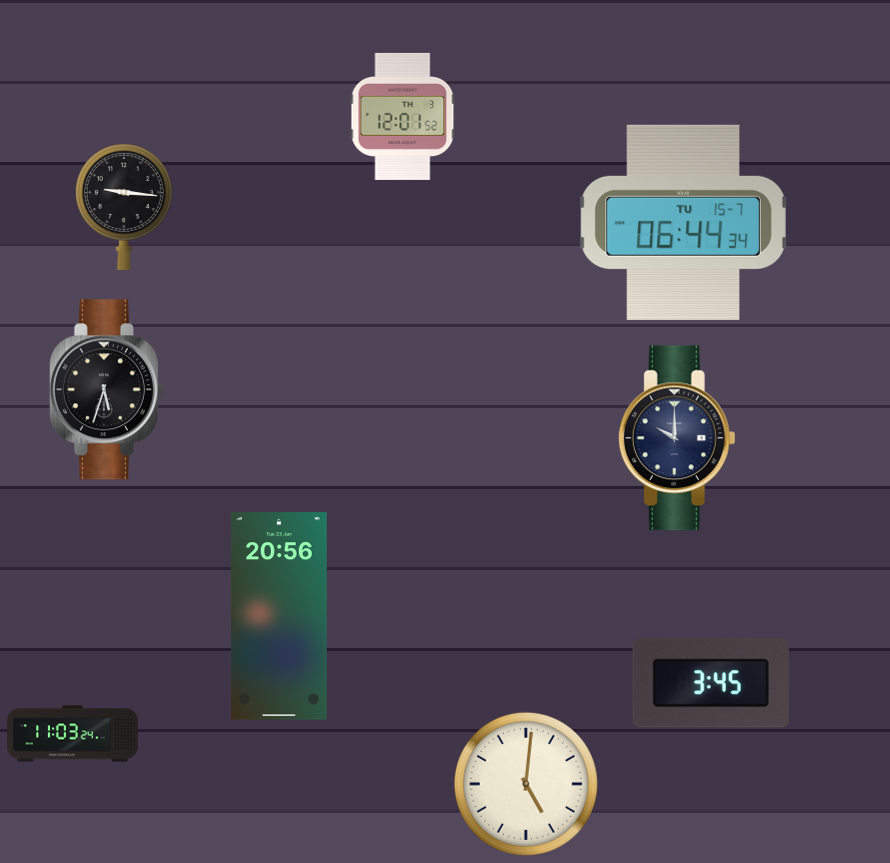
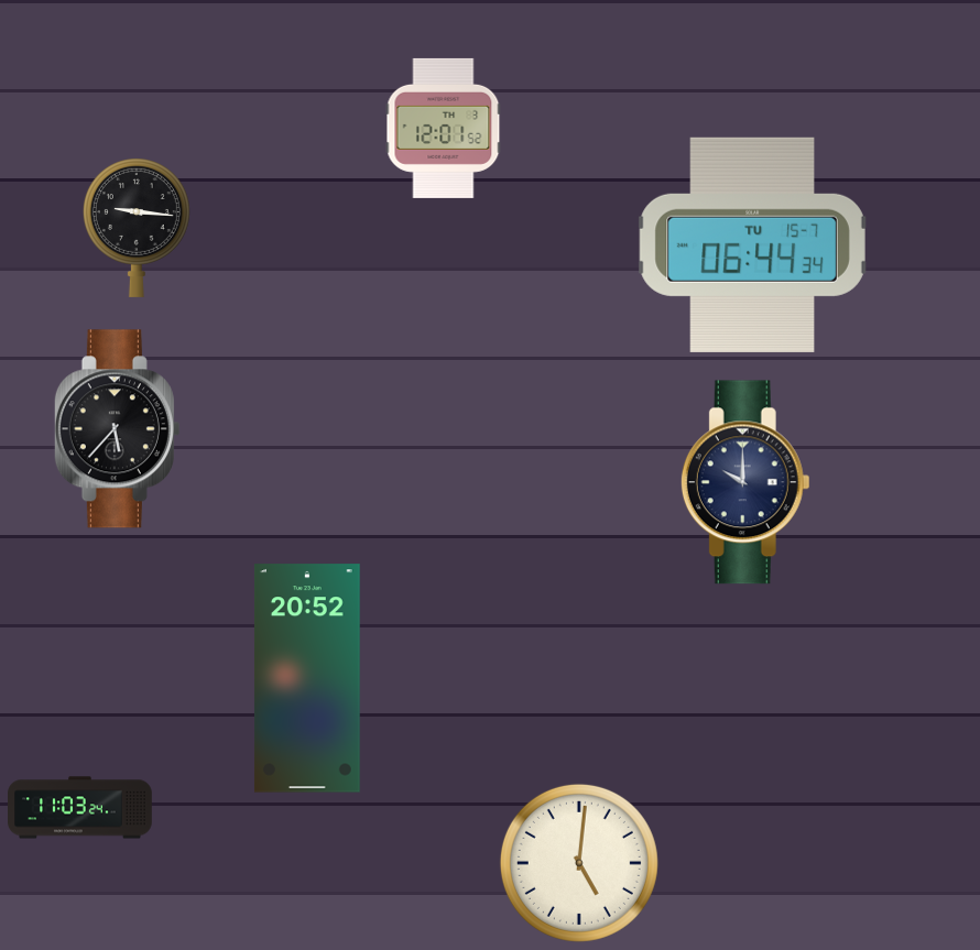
clock at (106, 390): 5:33 -> 5:37
clock at (279, 616): 20:56 -> 20:52
clock at (711, 683): 3:45 -> none
